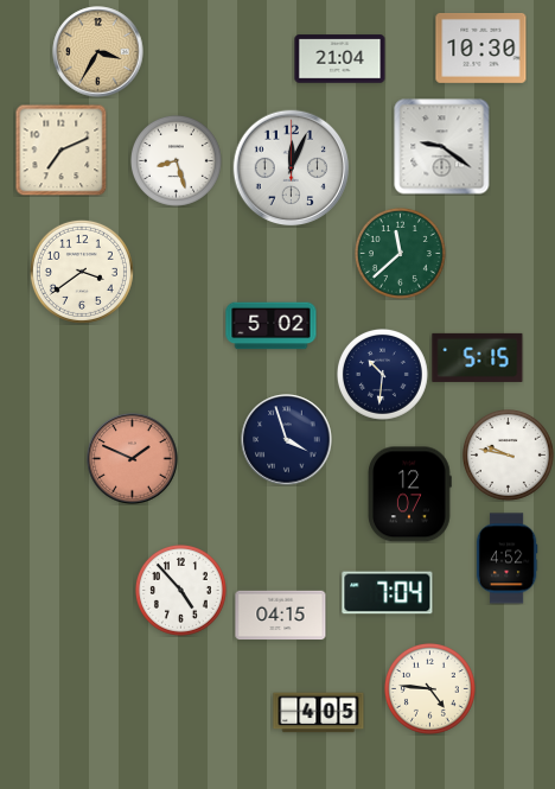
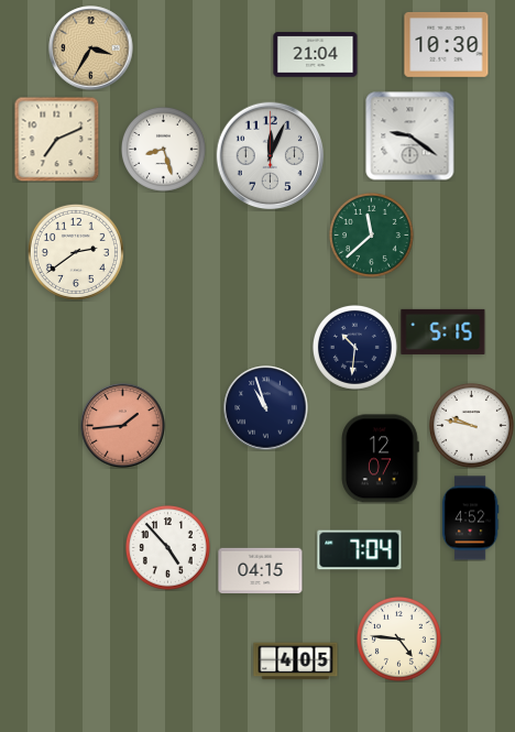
clock at (82, 272): 3:39 -> 2:39
clock at (272, 326): 5:02 -> none
clock at (287, 440): 3:57 -> 10:57
clock at (508, 454) position: (508, 454) -> (471, 425)
clock at (133, 459): 1:49 -> 1:44
